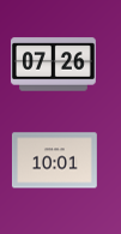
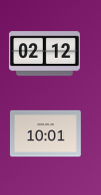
clock at (54, 65): 07:26 -> 02:12
